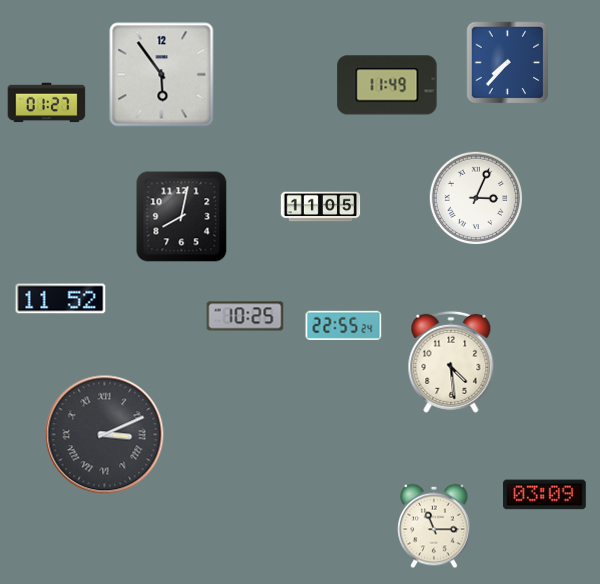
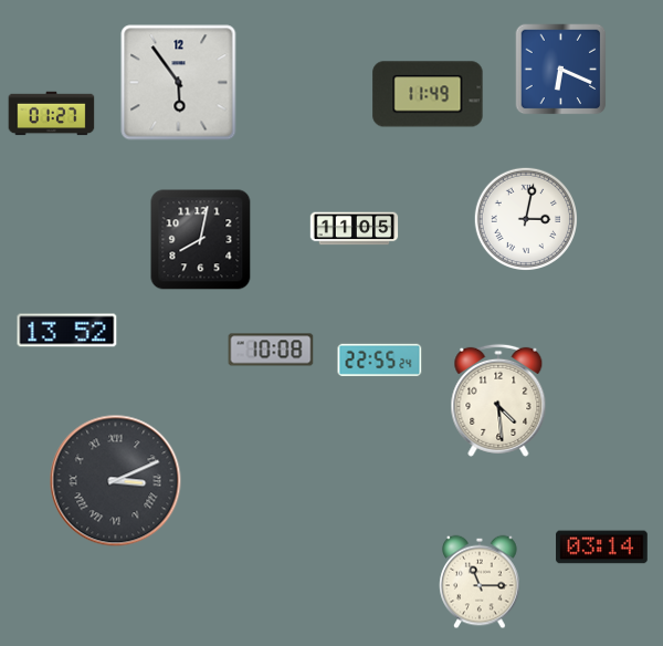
clock at (508, 63): 7:37 -> 6:19
clock at (475, 197): 3:04 -> 3:02
clock at (61, 299): 11:52 -> 13:52
clock at (245, 316): 10:25 -> 10:08
clock at (545, 495): 03:09 -> 03:14
